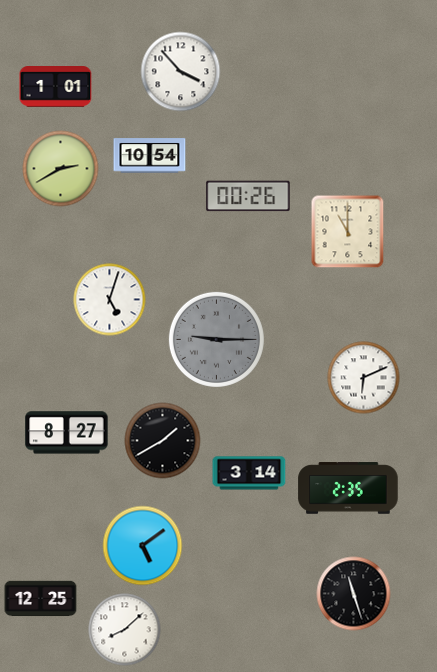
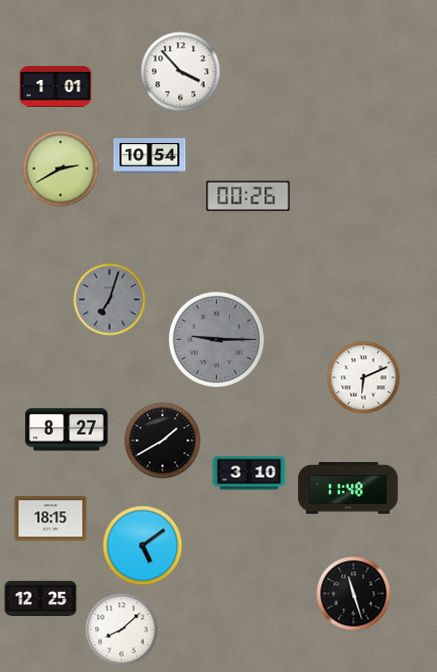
clock at (348, 232): 11:00 -> none
clock at (110, 300): 5:03 -> 7:03
clock at (110, 300) dial: white -> grey
clock at (67, 433) position: (67, 433) -> (67, 430)
clock at (249, 473): 3:14 -> 3:10
clock at (348, 488): 2:35 -> 11:48
clock at (51, 519): none -> 18:15
clock at (125, 630) position: (125, 630) -> (122, 630)
